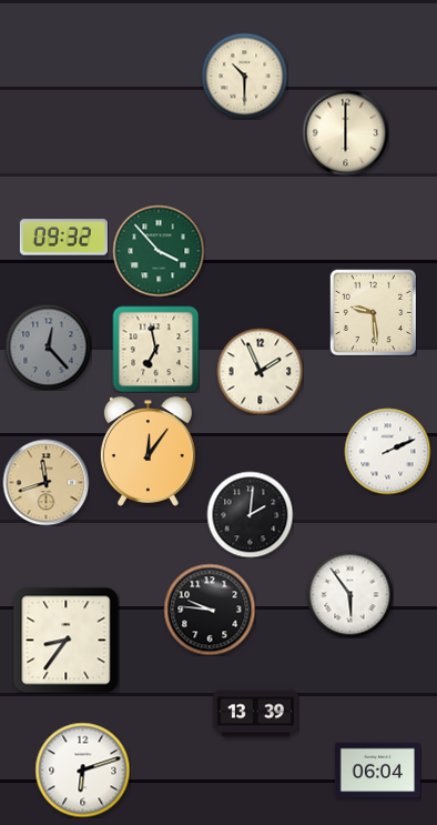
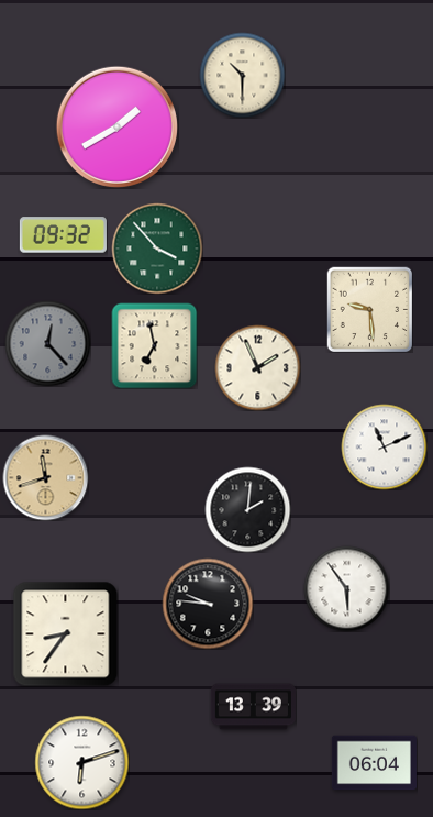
clock at (116, 126): none -> 1:40
clock at (345, 132): 6:00 -> none
clock at (387, 451): 2:11 -> 11:11
clock at (148, 452): 12:06 -> none
